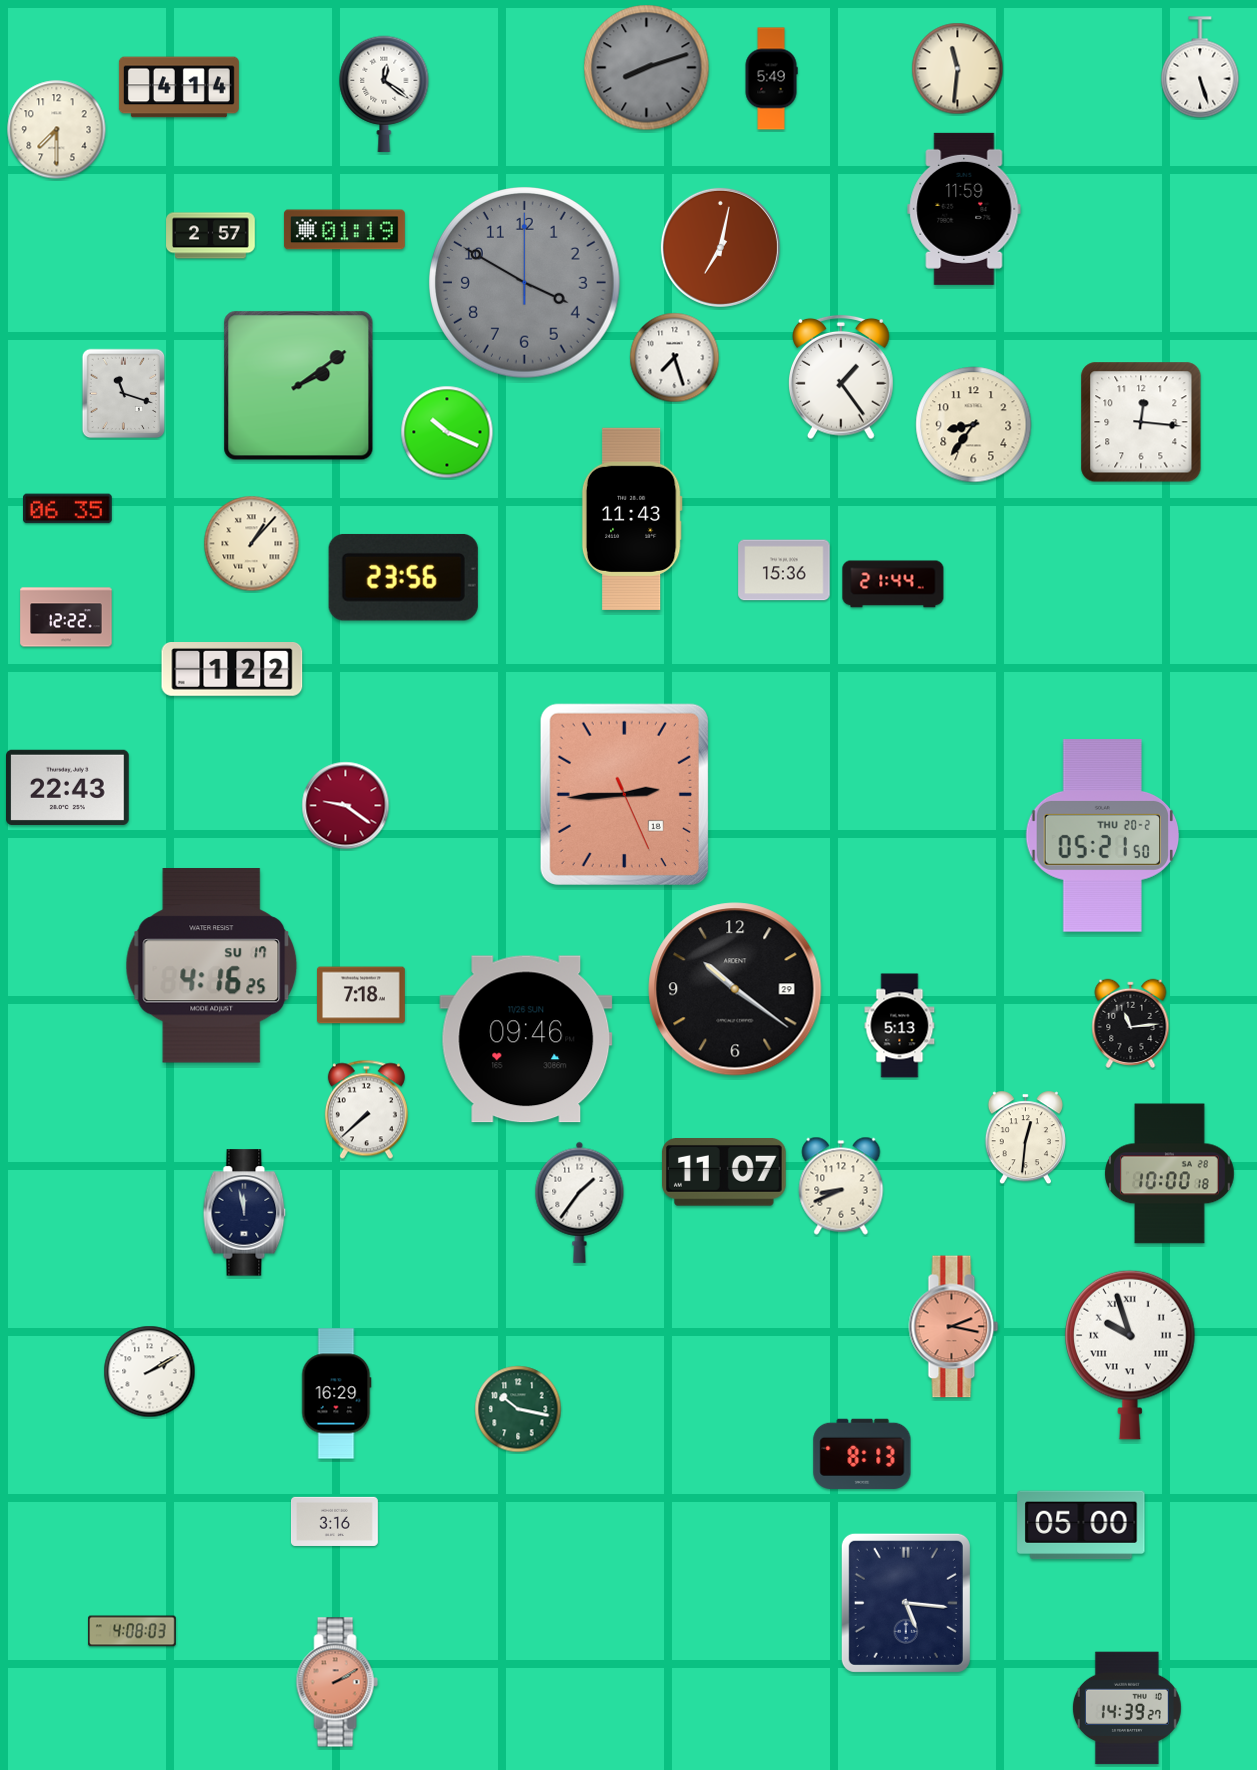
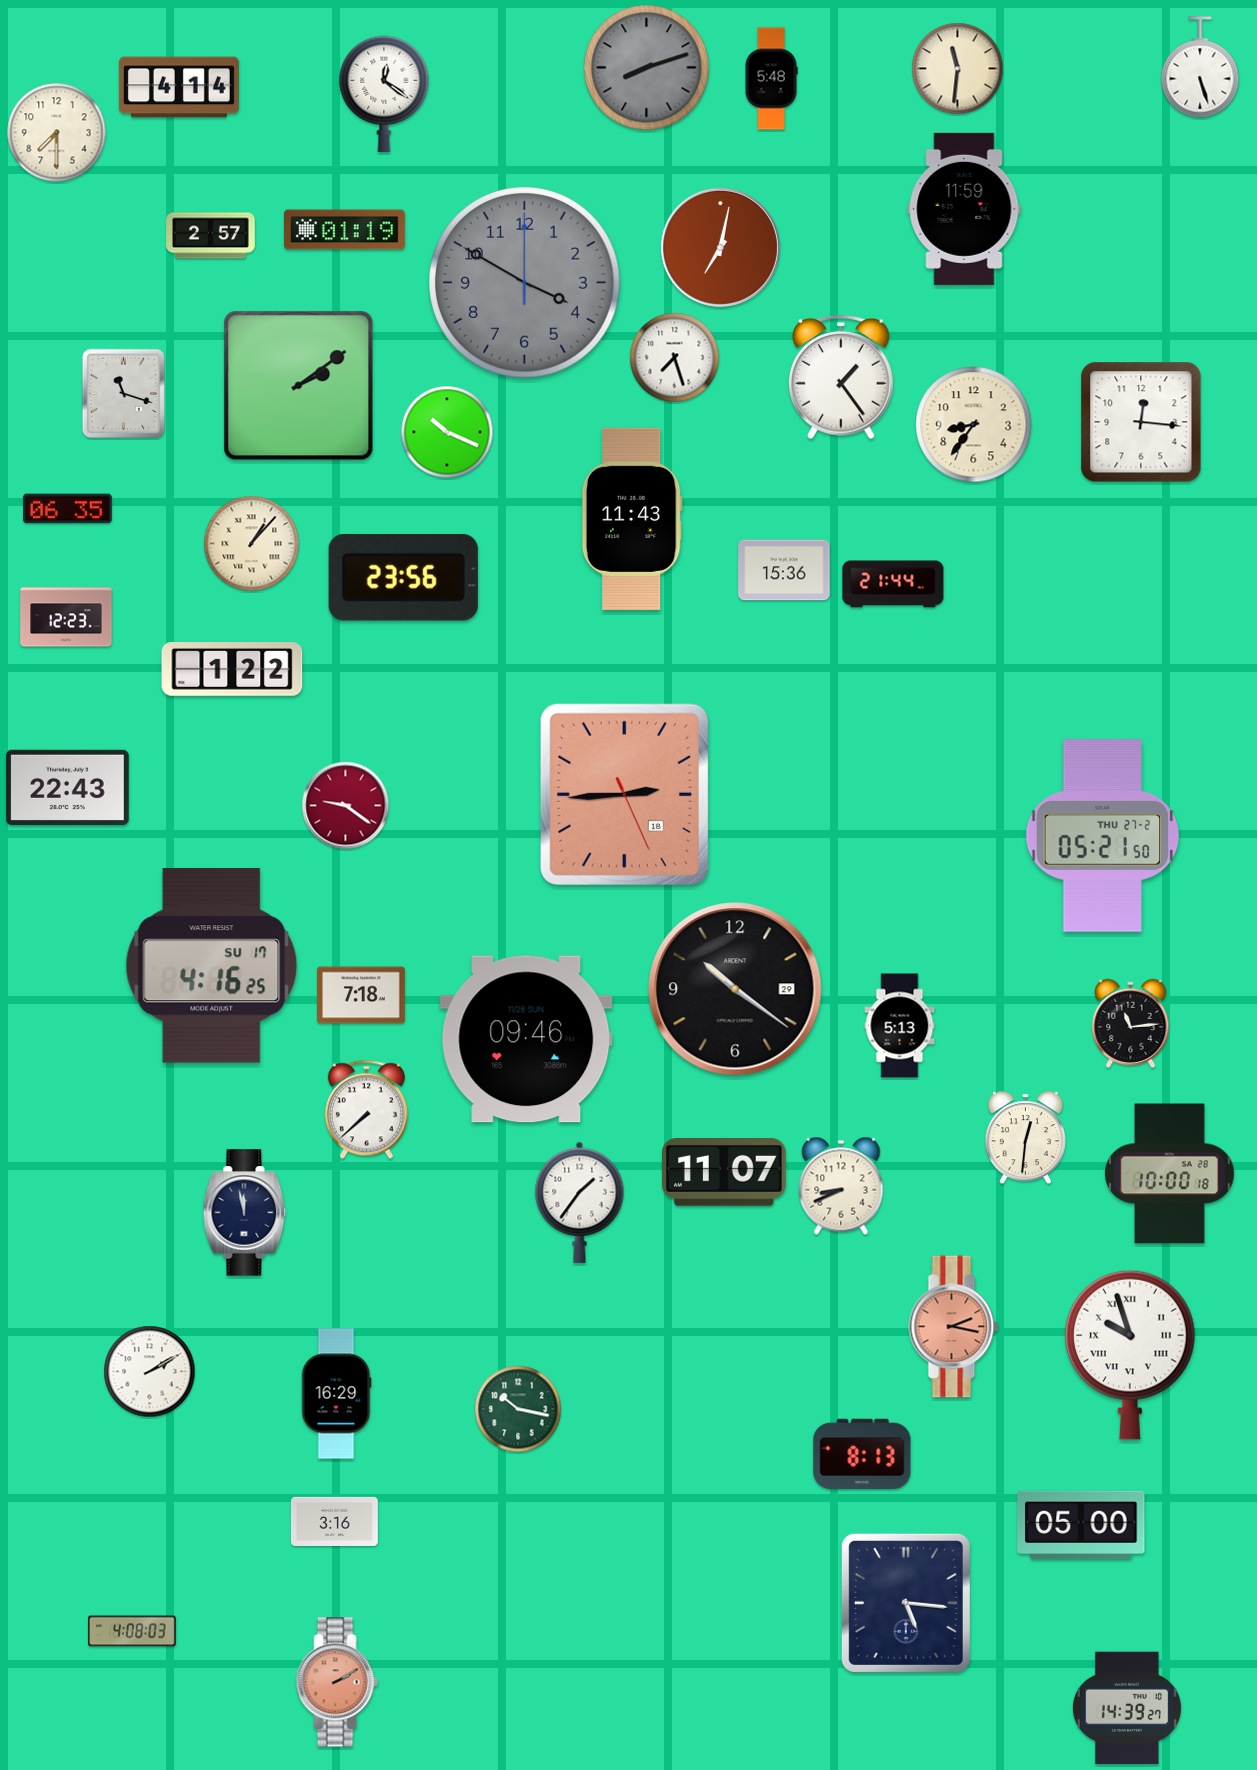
clock at (771, 79): 5:49 -> 5:48
clock at (57, 130) position: (57, 130) -> (57, 133)
clock at (66, 617): 12:22 -> 12:23
clock at (1103, 836) date: THU 20-2 -> THU 27-2
